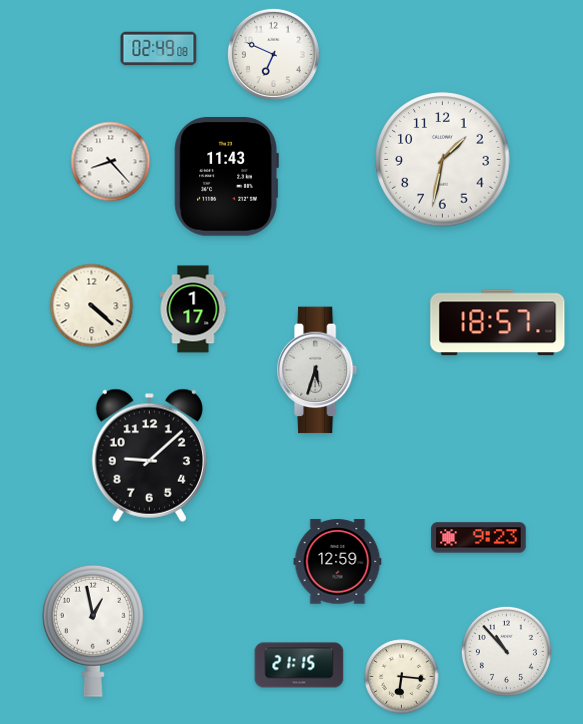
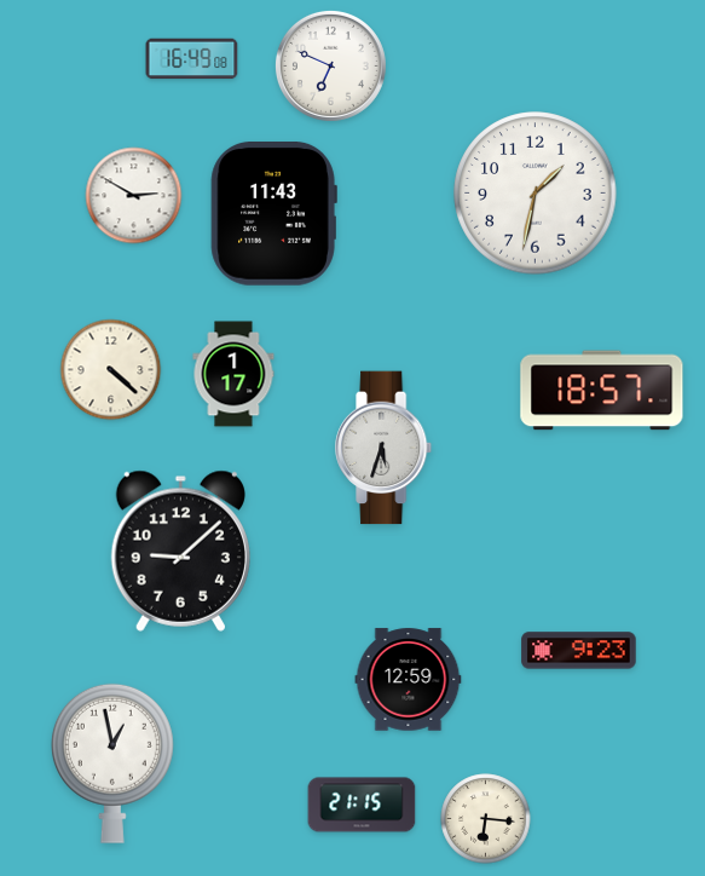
clock at (159, 49): 02:49 -> 16:49
clock at (111, 162): 8:23 -> 2:50
clock at (506, 651): 10:53 -> none
